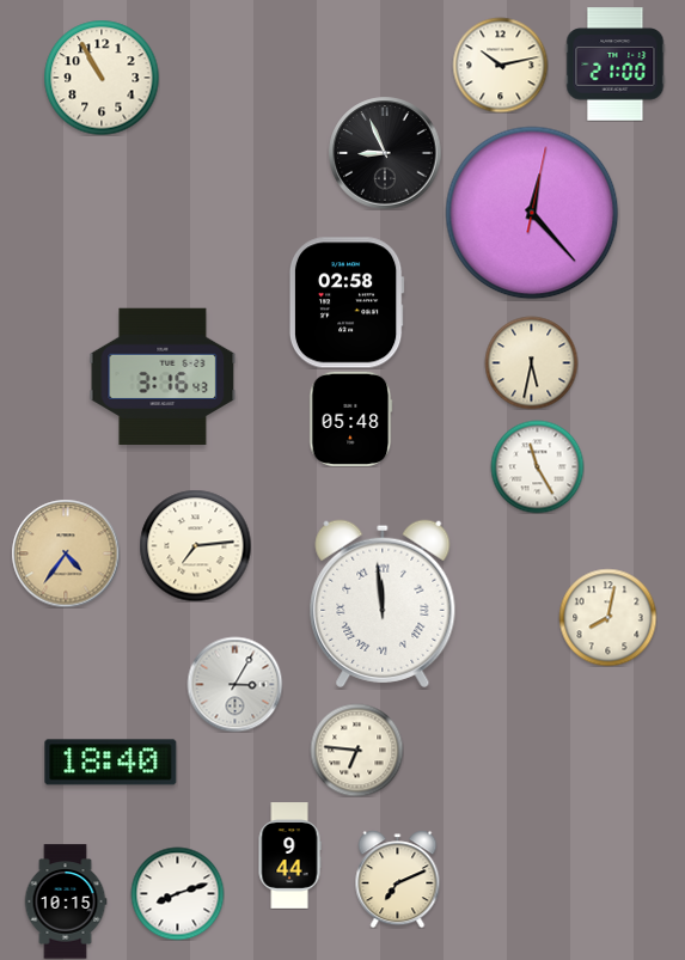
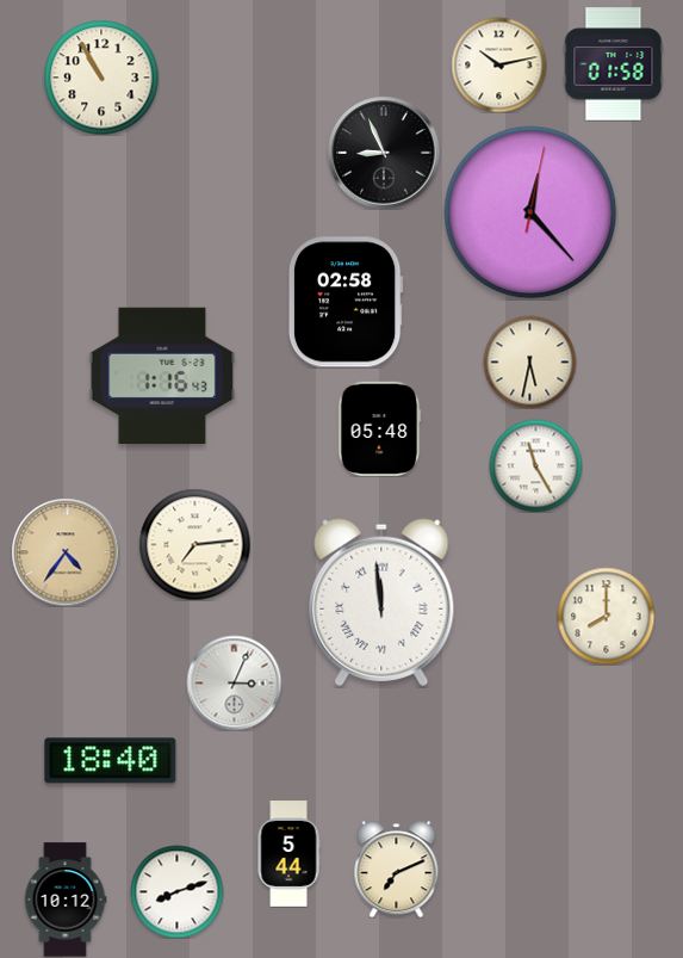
clock at (616, 65): 21:00 -> 01:58
clock at (163, 377): 3:16 -> 1:16
clock at (351, 418) position: (351, 418) -> (380, 428)
clock at (607, 617): 8:02 -> 8:00
clock at (234, 684): 3:05 -> 3:04
clock at (356, 750): 6:46 -> none
clock at (289, 856): 9:44 -> 5:44
clock at (398, 879) position: (398, 879) -> (397, 869)
clock at (66, 901): 10:15 -> 10:12
